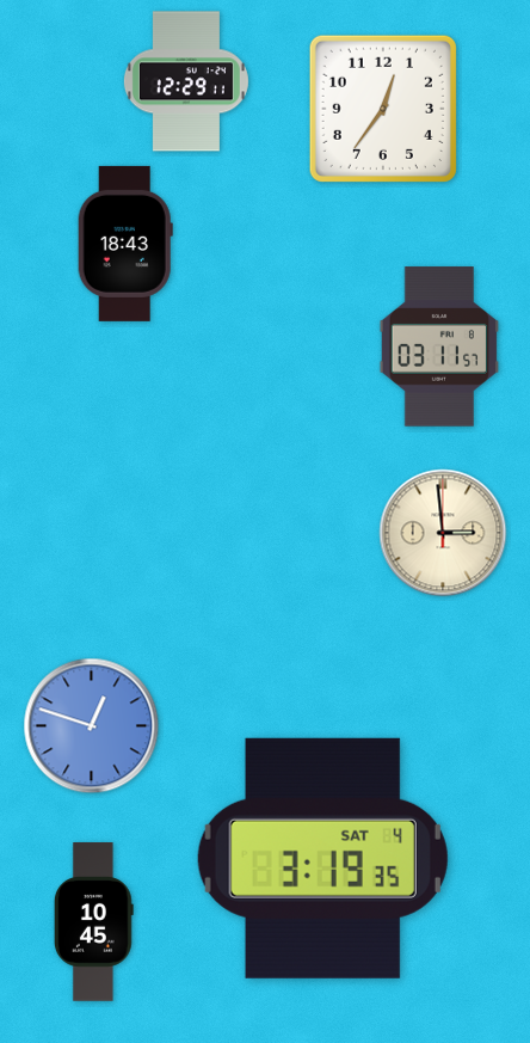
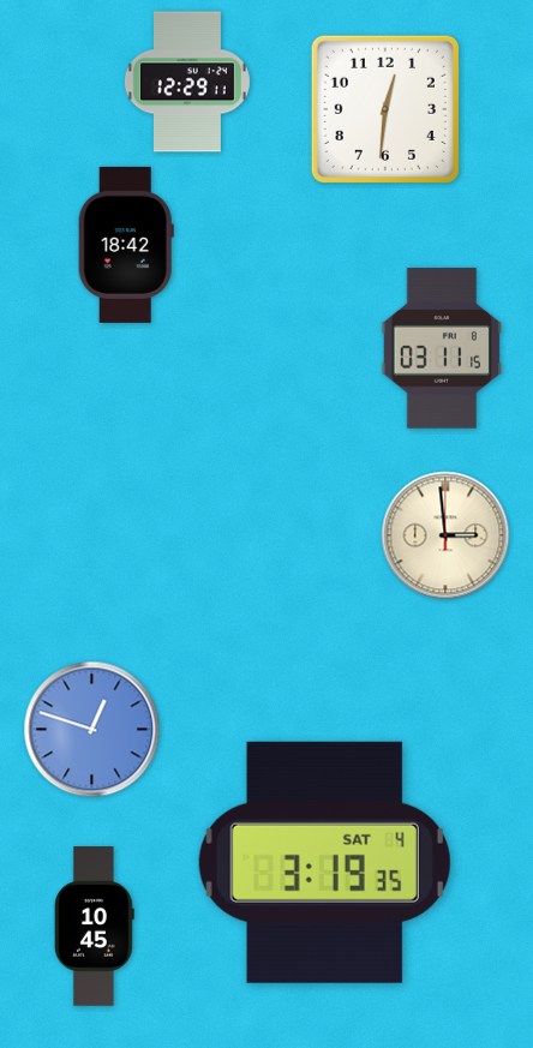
clock at (383, 109): 12:36 -> 12:31
clock at (125, 244): 18:43 -> 18:42
clock at (438, 346): 03:11:57 -> 03:11:15
